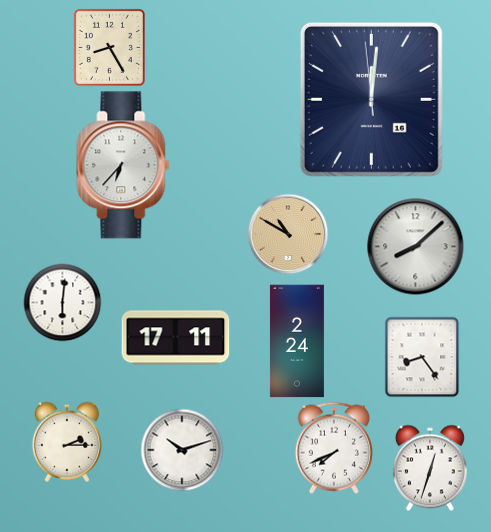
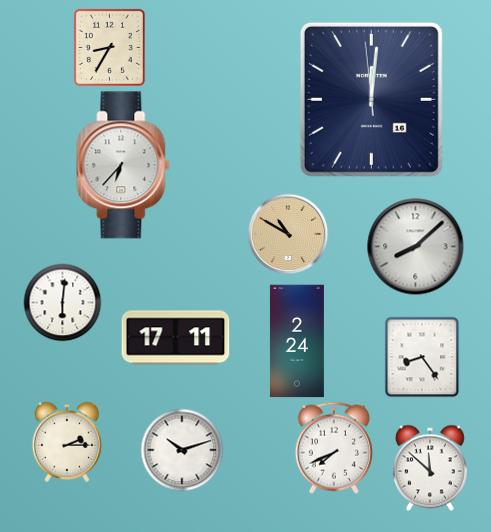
clock at (109, 47): 8:25 -> 8:35
clock at (430, 468): 12:33 -> 11:52
